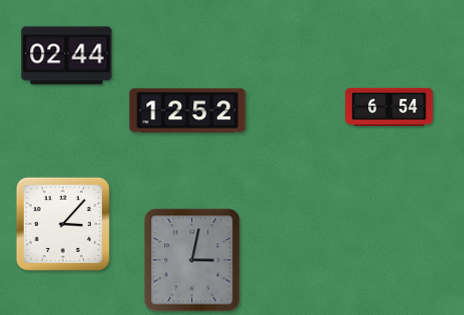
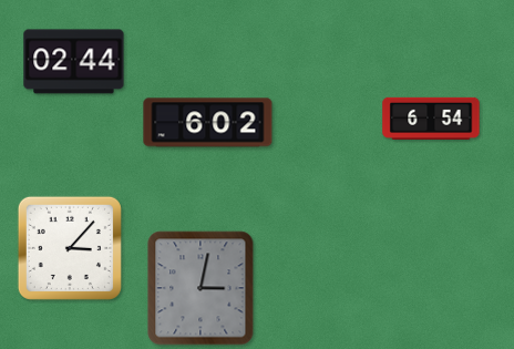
clock at (188, 111): 12:52 -> 6:02
clock at (192, 260) position: (192, 260) -> (201, 288)
